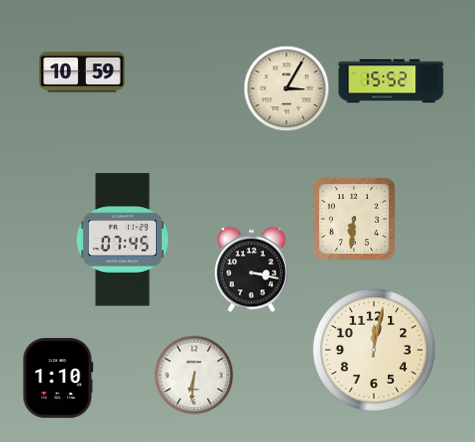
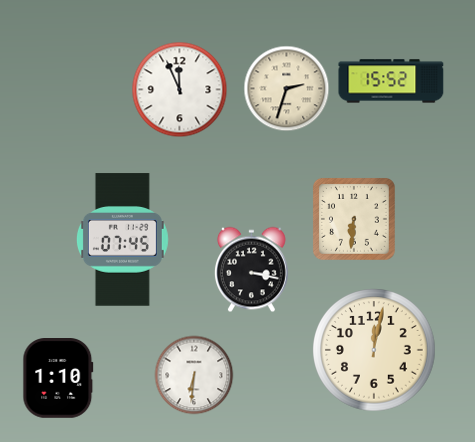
clock at (82, 72): 10:59 -> none
clock at (286, 88): 3:05 -> 2:33
clock at (179, 89): none -> 11:56
